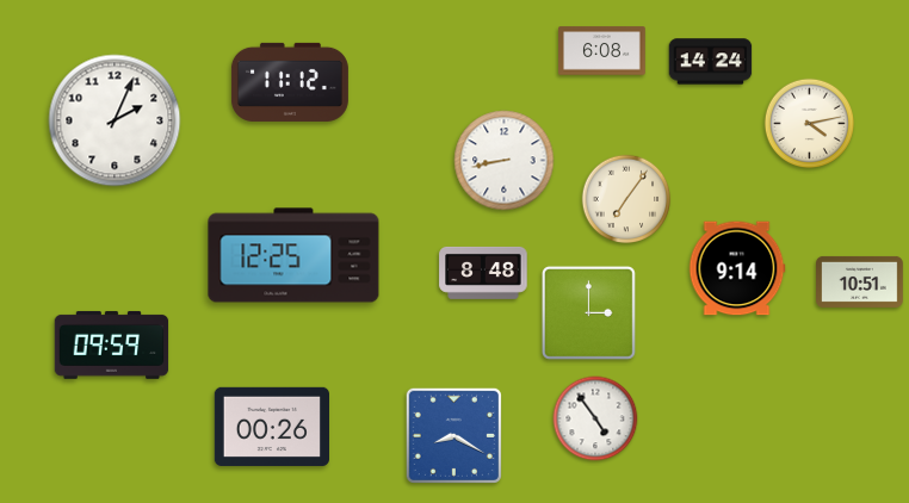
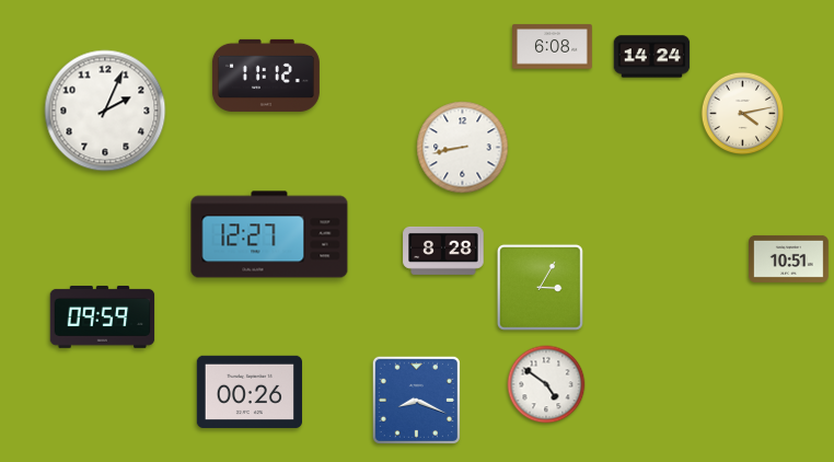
clock at (626, 199): 7:06 -> none
clock at (293, 255): 12:25 -> 12:27
clock at (737, 268): 9:14 -> none
clock at (483, 273): 8:48 -> 8:28
clock at (588, 312): 3:00 -> 3:05
clock at (595, 418): 4:54 -> 4:51
clock at (453, 435): 8:20 -> 8:19
